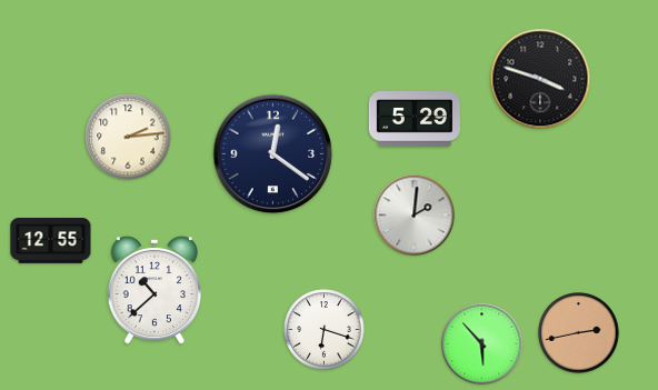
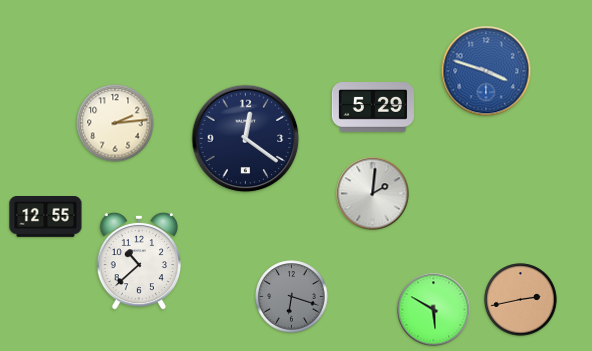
clock at (540, 79) dial: black -> blue
clock at (325, 330) dial: white -> grey
clock at (482, 344): 5:53 -> 5:50
